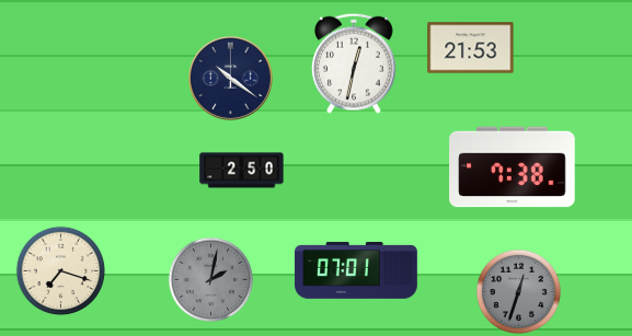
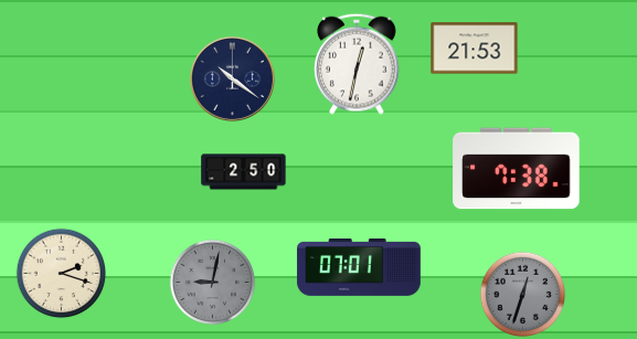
clock at (60, 270): 7:18 -> 2:18
clock at (356, 271) position: (356, 271) -> (359, 268)
clock at (210, 279): 2:02 -> 9:02
